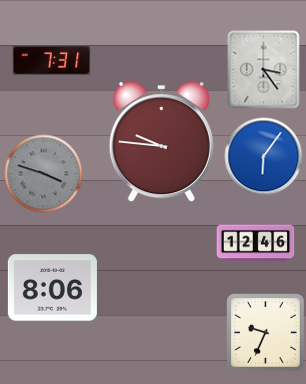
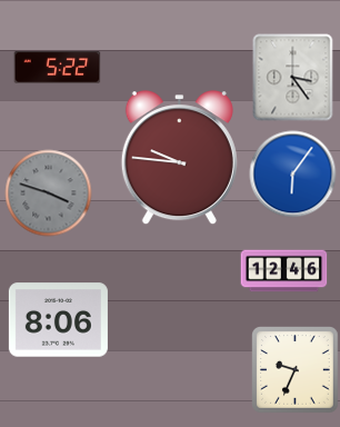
clock at (51, 61): 7:31 -> 5:22
